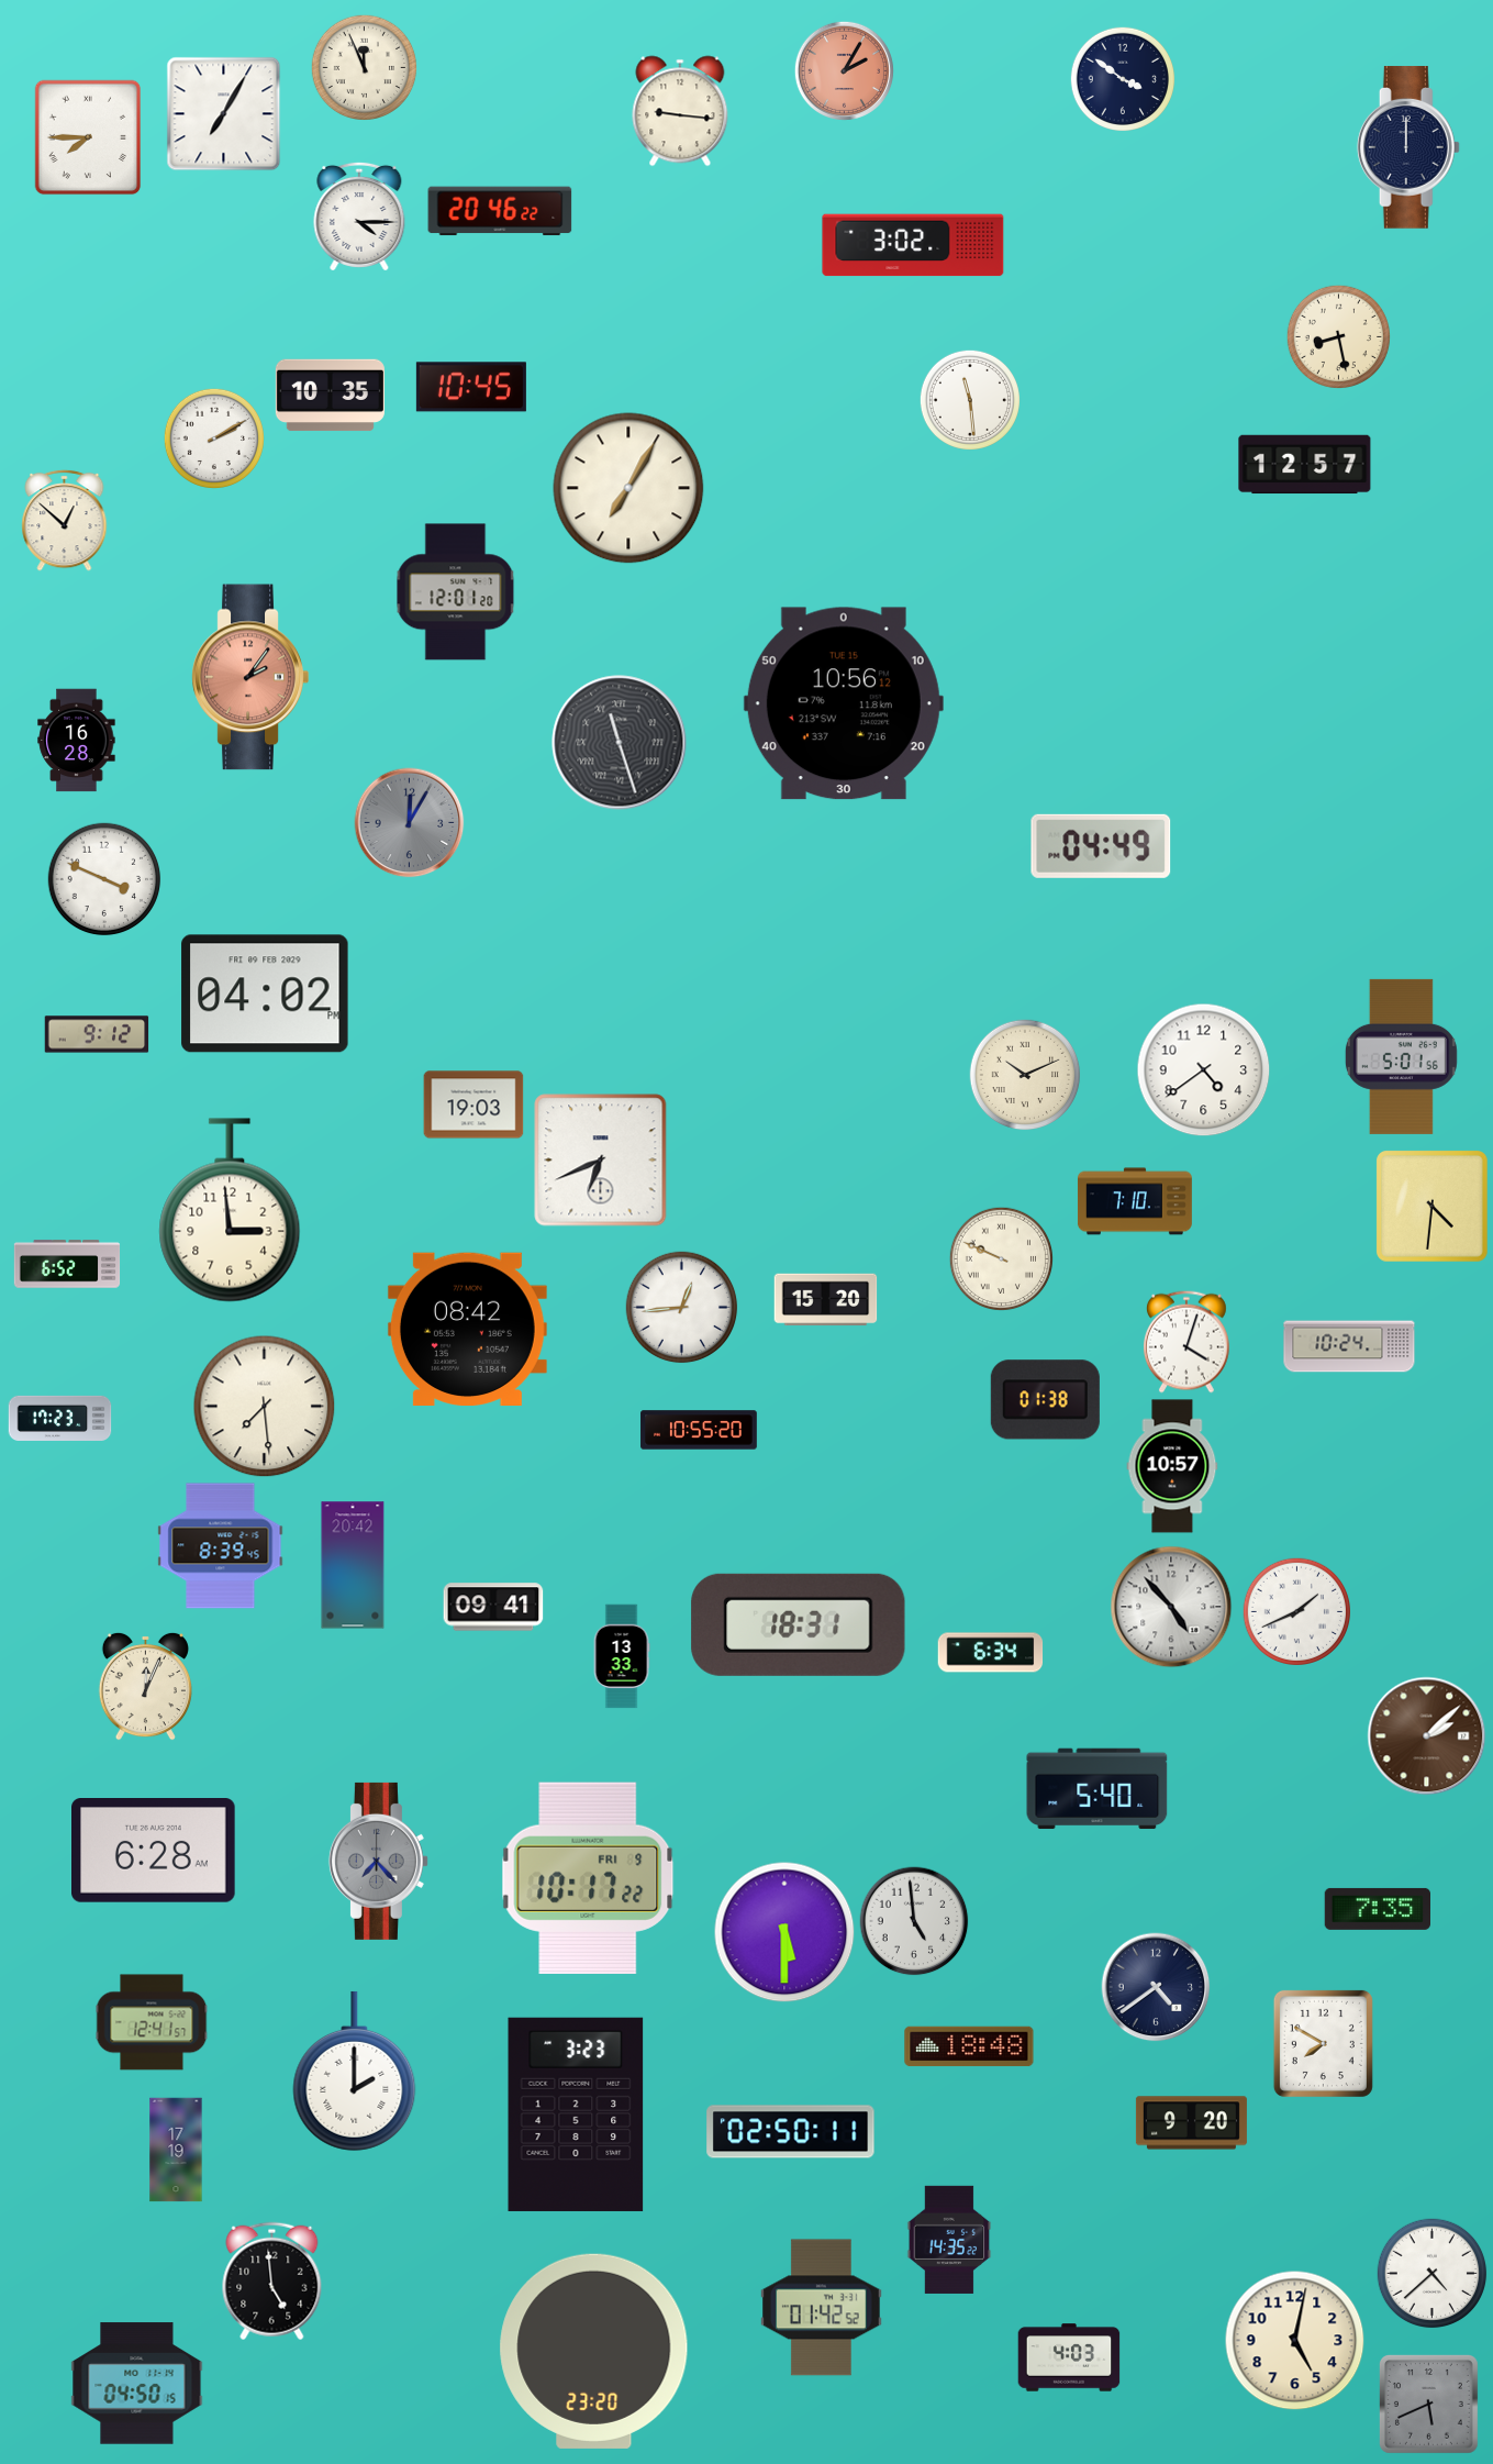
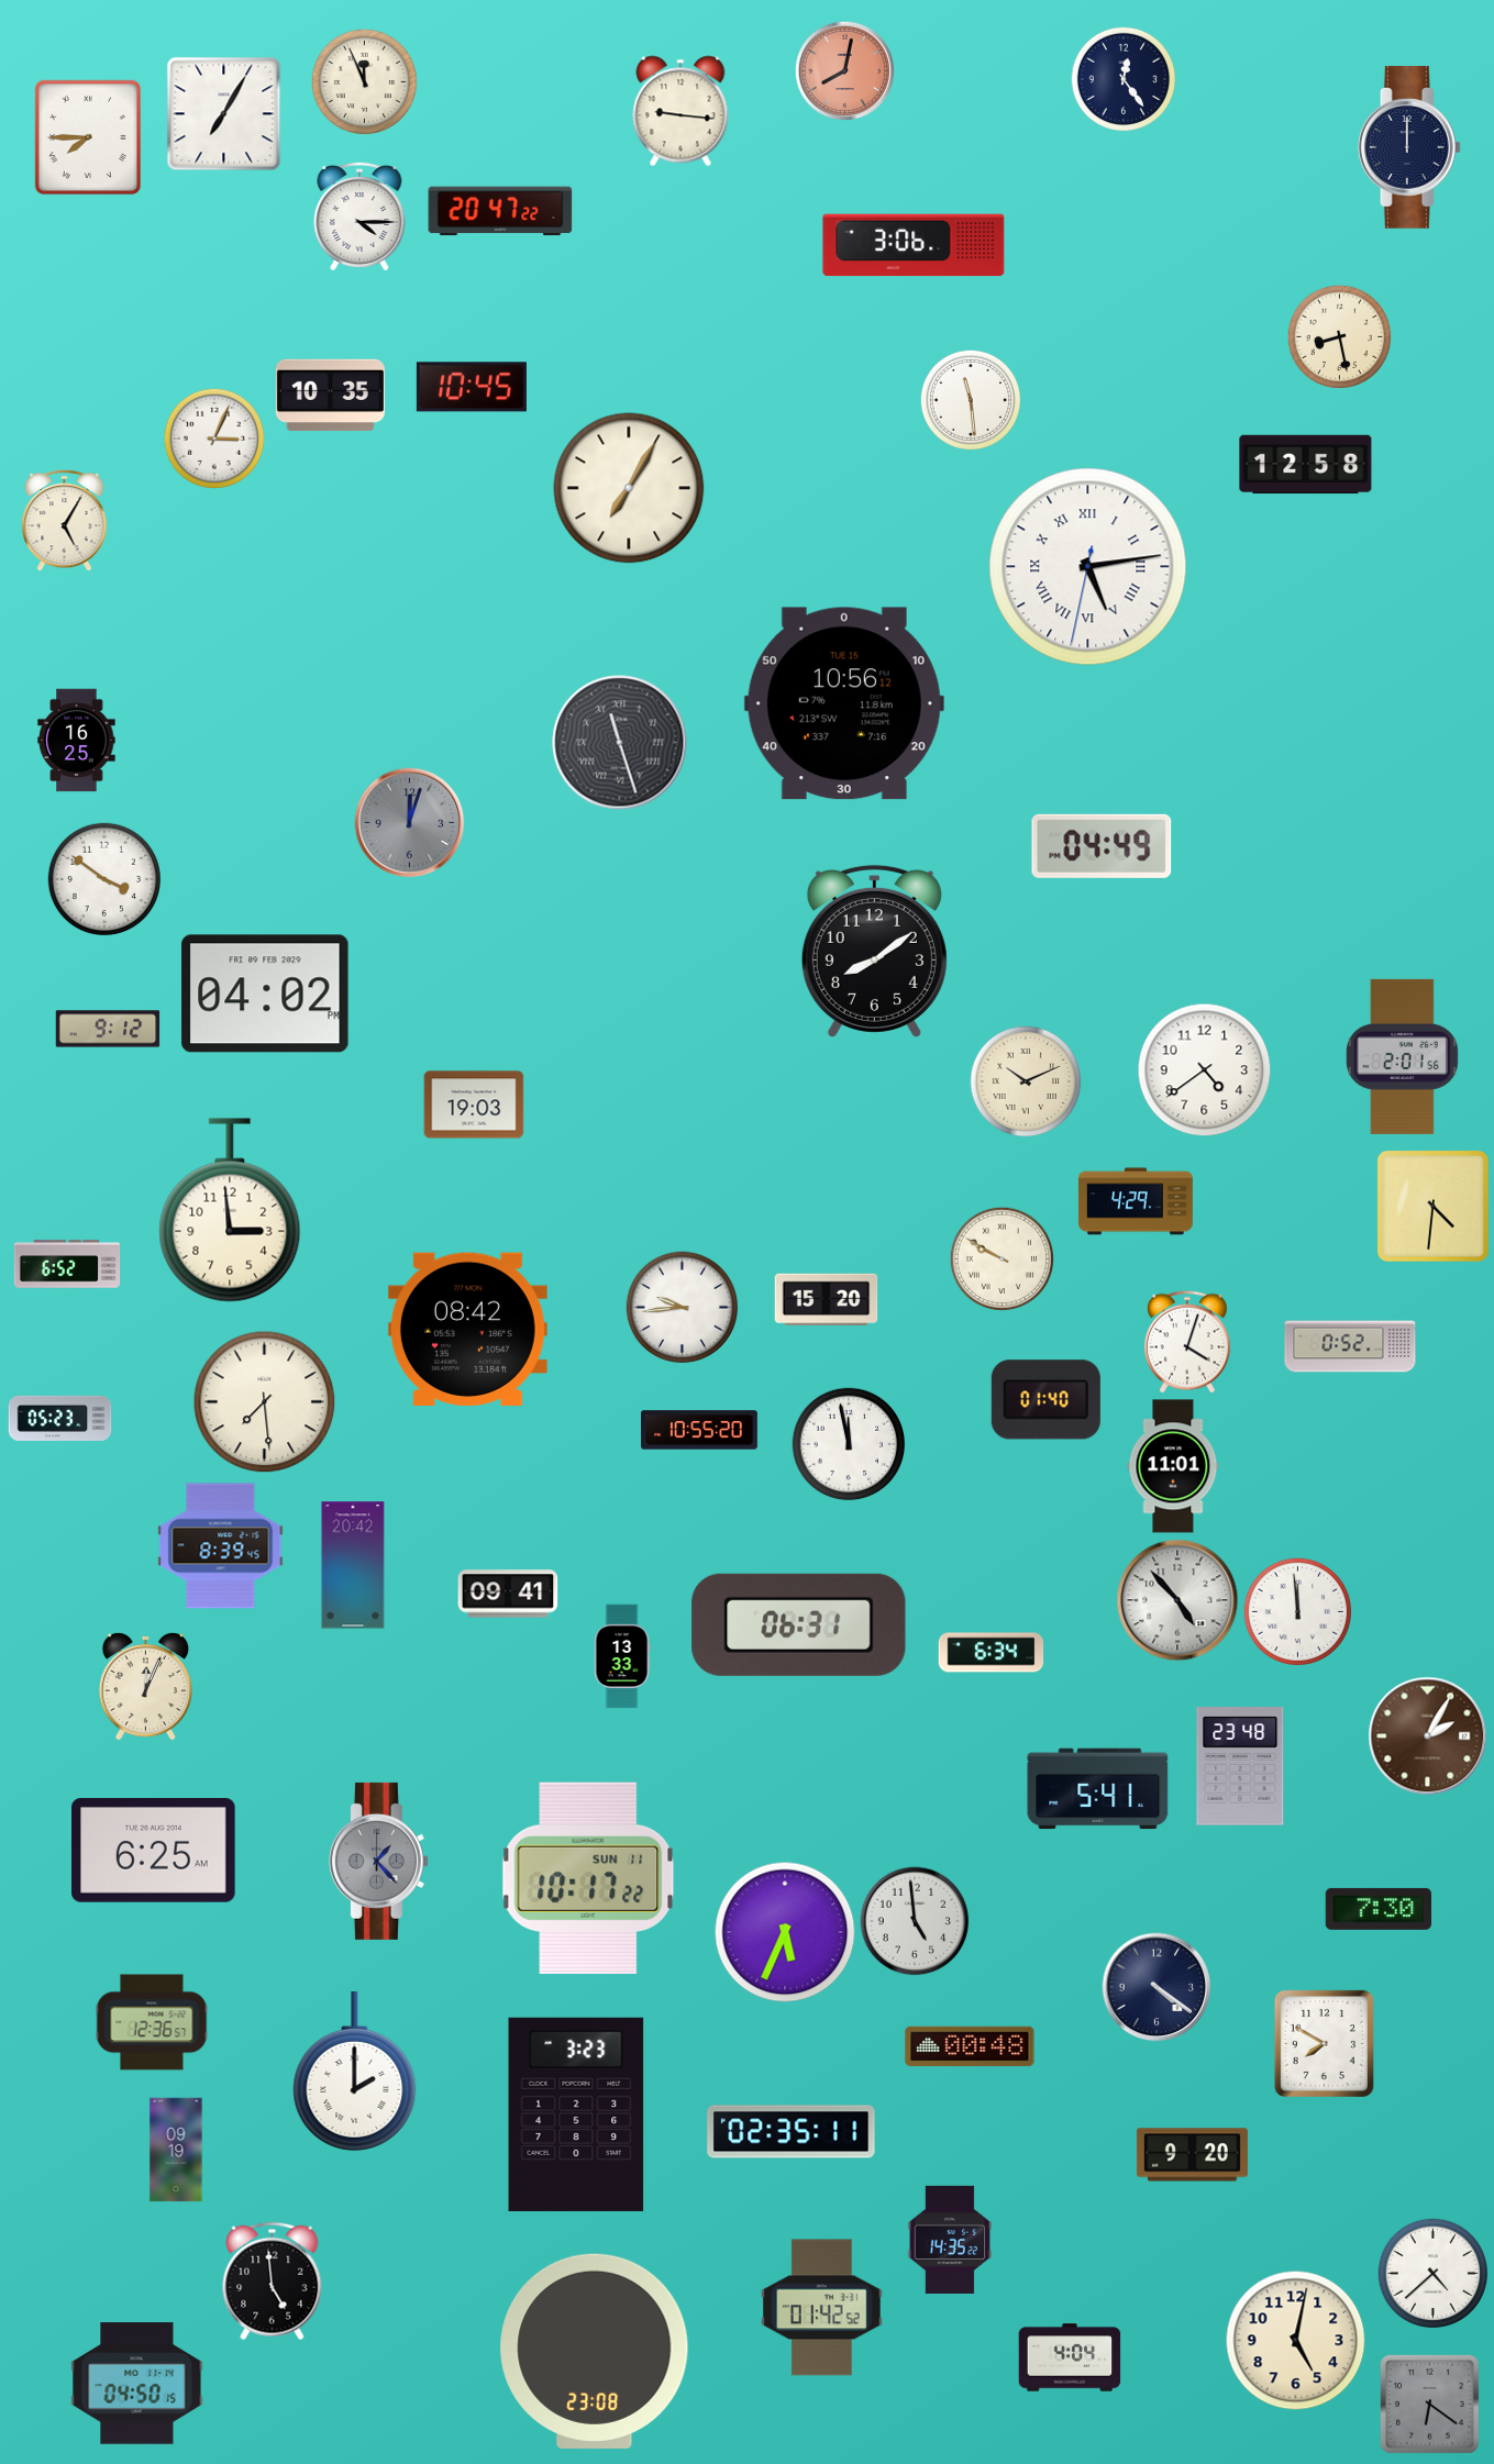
clock at (364, 67) position: (364, 67) -> (364, 81)
clock at (844, 70): 2:05 -> 8:02
clock at (1122, 78): 3:51 -> 12:24
clock at (500, 211): 20:46 -> 20:47
clock at (913, 245): 3:02 -> 3:06
clock at (214, 439): 2:10 -> 3:04
clock at (1305, 465): 12:57 -> 12:58
clock at (65, 520): 12:52 -> 5:05
clock at (1088, 567): none -> 5:13
clock at (456, 592): 12:01 -> none
clock at (250, 677): 2:06 -> none
clock at (77, 741): 16:28 -> 16:25
clock at (410, 823): 12:05 -> 12:03
clock at (104, 879): 3:49 -> 3:51
clock at (874, 951): none -> 8:09
clock at (97, 1034) position: (97, 1034) -> (108, 1029)
clock at (1401, 1056): 5:01 -> 2:01
clock at (1025, 1075) position: (1025, 1075) -> (1026, 1081)
clock at (601, 1161): 6:41 -> none
clock at (1135, 1201): 7:10 -> 4:29
clock at (1001, 1258): 9:49 -> 9:50
clock at (682, 1308): 12:44 -> 9:44
clock at (1349, 1346): 10:24 -> 0:52
clock at (1045, 1400): 01:38 -> 01:40
clock at (265, 1407) position: (265, 1407) -> (265, 1402)
clock at (60, 1418): 17:23 -> 05:23
clock at (849, 1444): none -> 11:58
clock at (1172, 1466): 10:57 -> 11:01
clock at (493, 1607) position: (493, 1607) -> (508, 1594)
clock at (1171, 1607) position: (1171, 1607) -> (1177, 1600)
clock at (1296, 1611): 1:41 -> 11:59
clock at (799, 1624): 18:31 -> 06:31
clock at (1427, 1736): 2:08 -> 2:05
clock at (1240, 1767): none -> 23:48
clock at (1098, 1789): 5:40 -> 5:41
clock at (154, 1851): 6:28 -> 6:25
clock at (378, 1861): 7:23 -> 1:23
clock at (588, 1878) date: FRI 9 -> SUN 11
clock at (1377, 1909): 7:35 -> 7:30
clock at (784, 1932): 5:30 -> 5:34
clock at (1156, 1987): 4:39 -> 4:21
clock at (152, 2022): 12:41 -> 12:36
clock at (969, 2046): 18:48 -> 00:48
clock at (1191, 2123) position: (1191, 2123) -> (1192, 2155)
clock at (791, 2132): 02:50 -> 02:35
clock at (176, 2150): 17:19 -> 09:19
clock at (594, 2351): 23:20 -> 23:08
clock at (1069, 2357): 4:03 -> 4:04
clock at (1428, 2404): 5:41 -> 6:21
